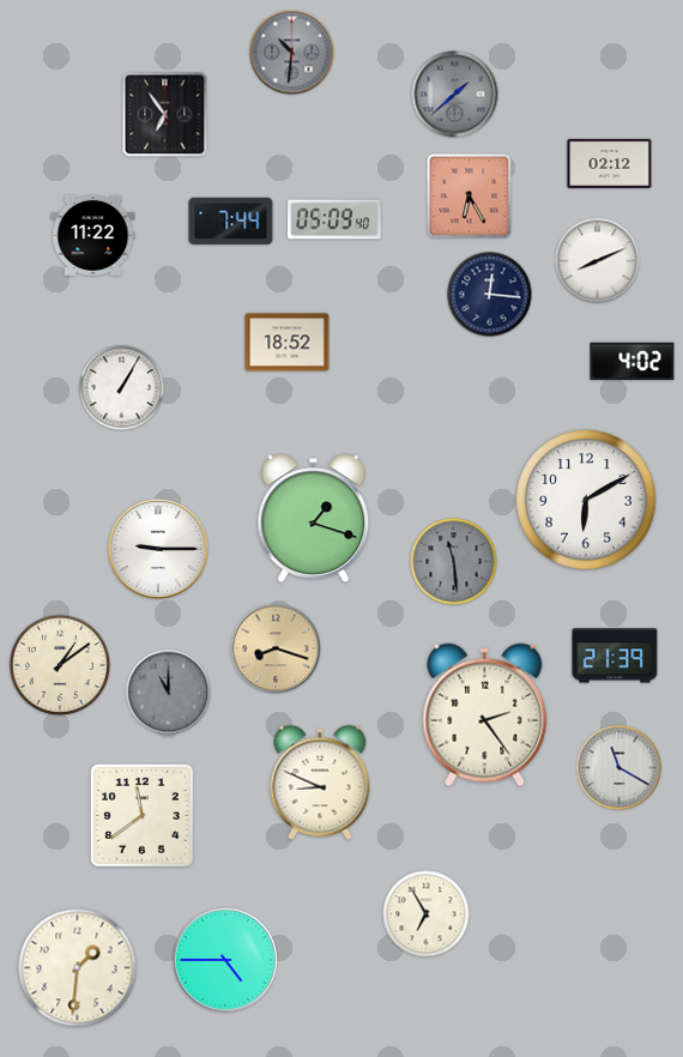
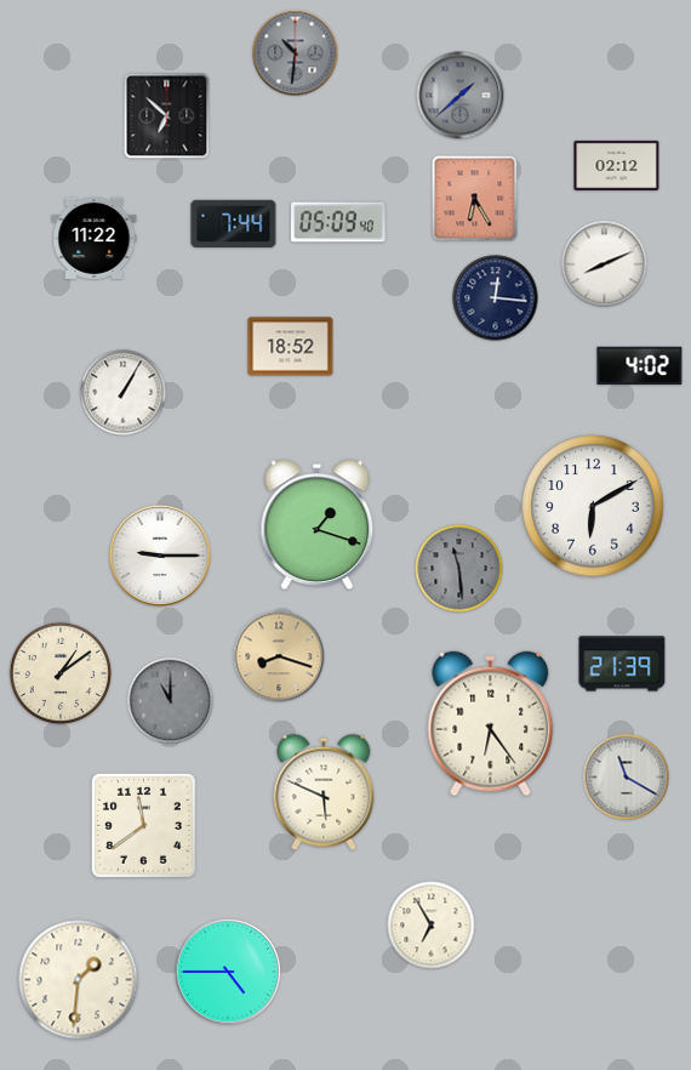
clock at (165, 115): 6:54 -> 6:52
clock at (485, 715): 2:24 -> 6:24
clock at (320, 783): 8:49 -> 5:49
